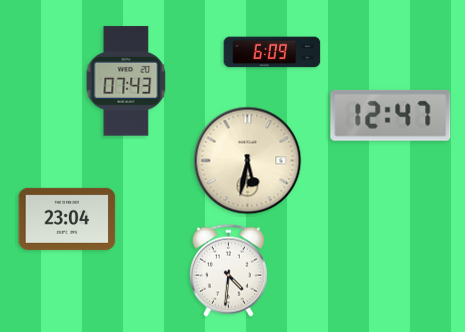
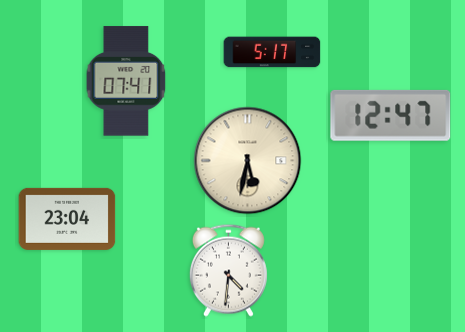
clock at (272, 52): 6:09 -> 5:17
clock at (126, 81): 07:43 -> 07:41
